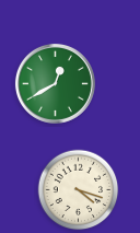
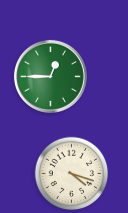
clock at (55, 83): 12:40 -> 12:45
